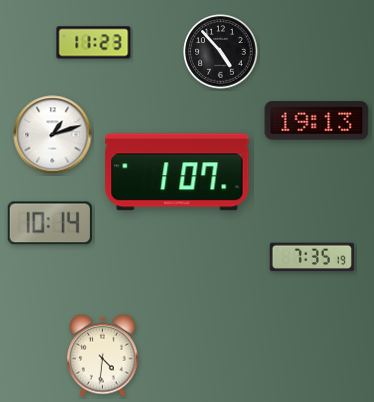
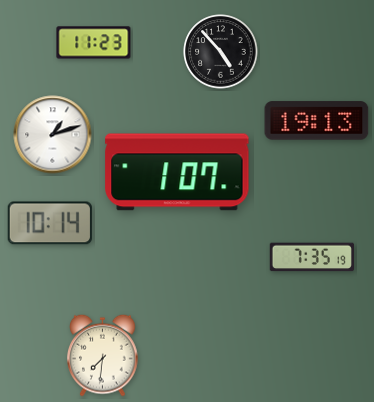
clock at (103, 355): 4:31 -> 7:31
